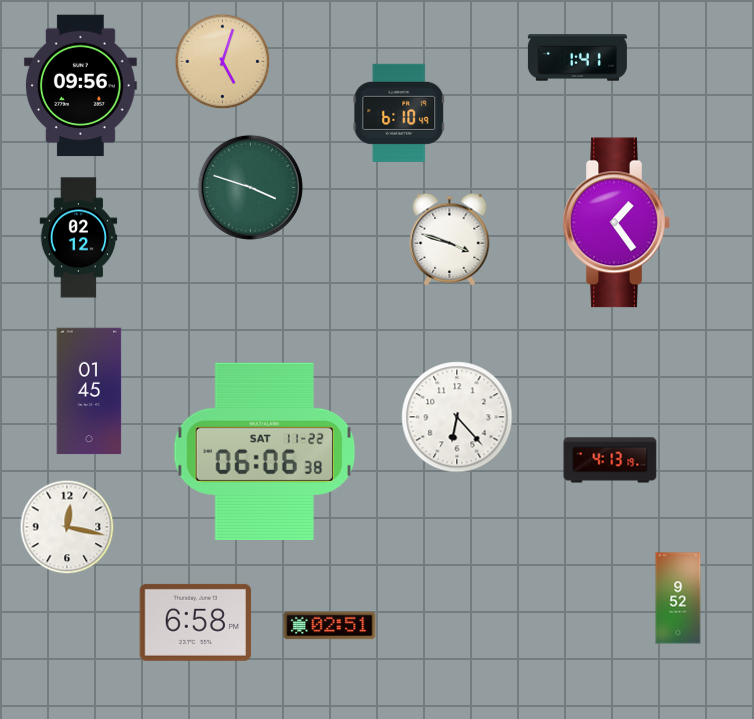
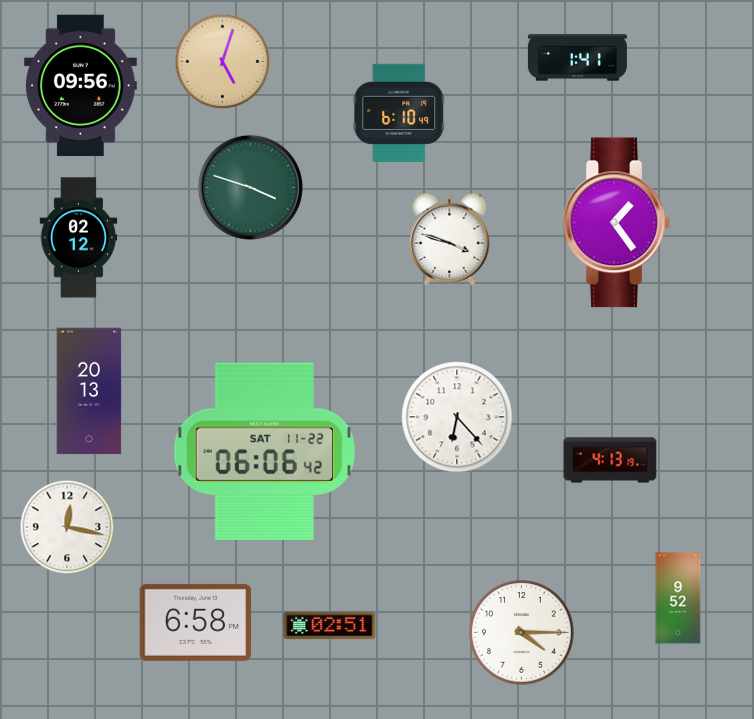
clock at (89, 391): 01:45 -> 20:13
clock at (265, 451): 06:06:38 -> 06:06:42
clock at (522, 633): none -> 4:15
